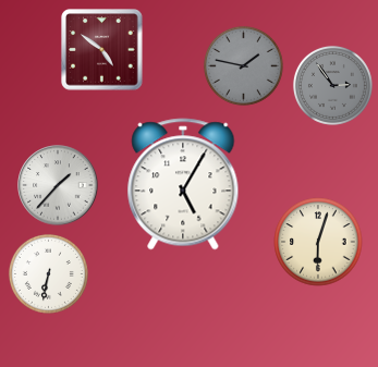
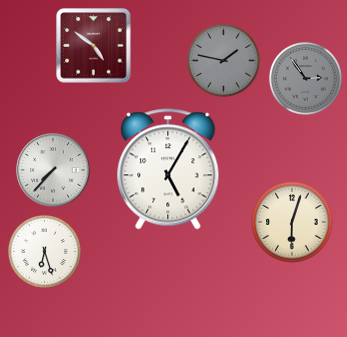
clock at (58, 185): 1:37 -> 7:37
clock at (48, 273): 6:32 -> 6:27
